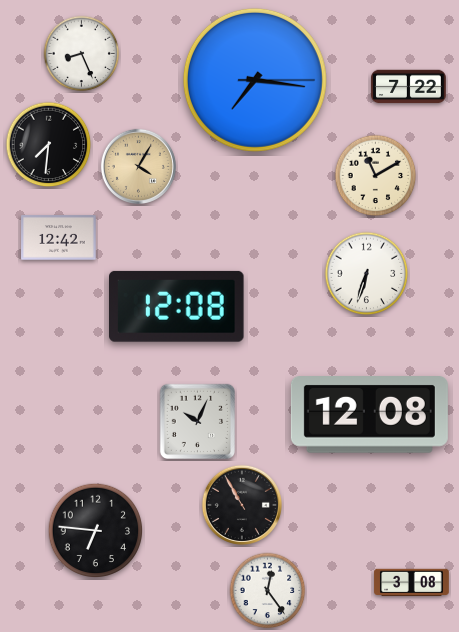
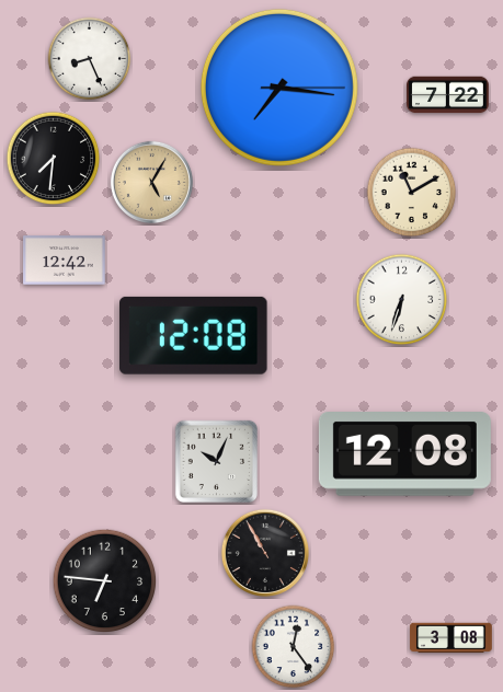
clock at (138, 166): 4:05 -> 5:05
